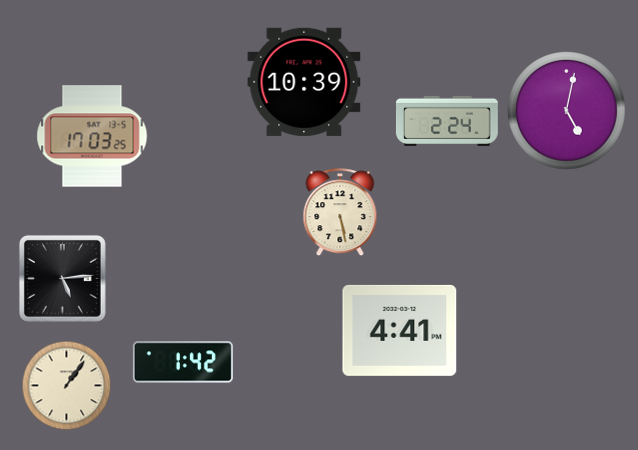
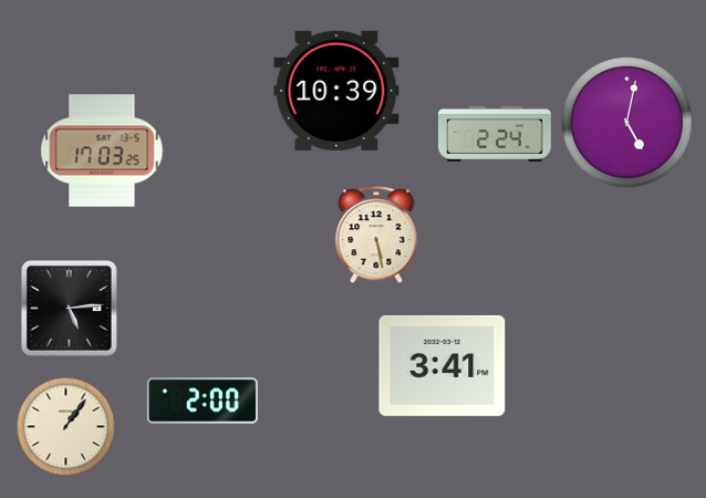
clock at (400, 330): 4:41 -> 3:41
clock at (183, 362): 1:42 -> 2:00
clock at (67, 386) position: (67, 386) -> (66, 427)
